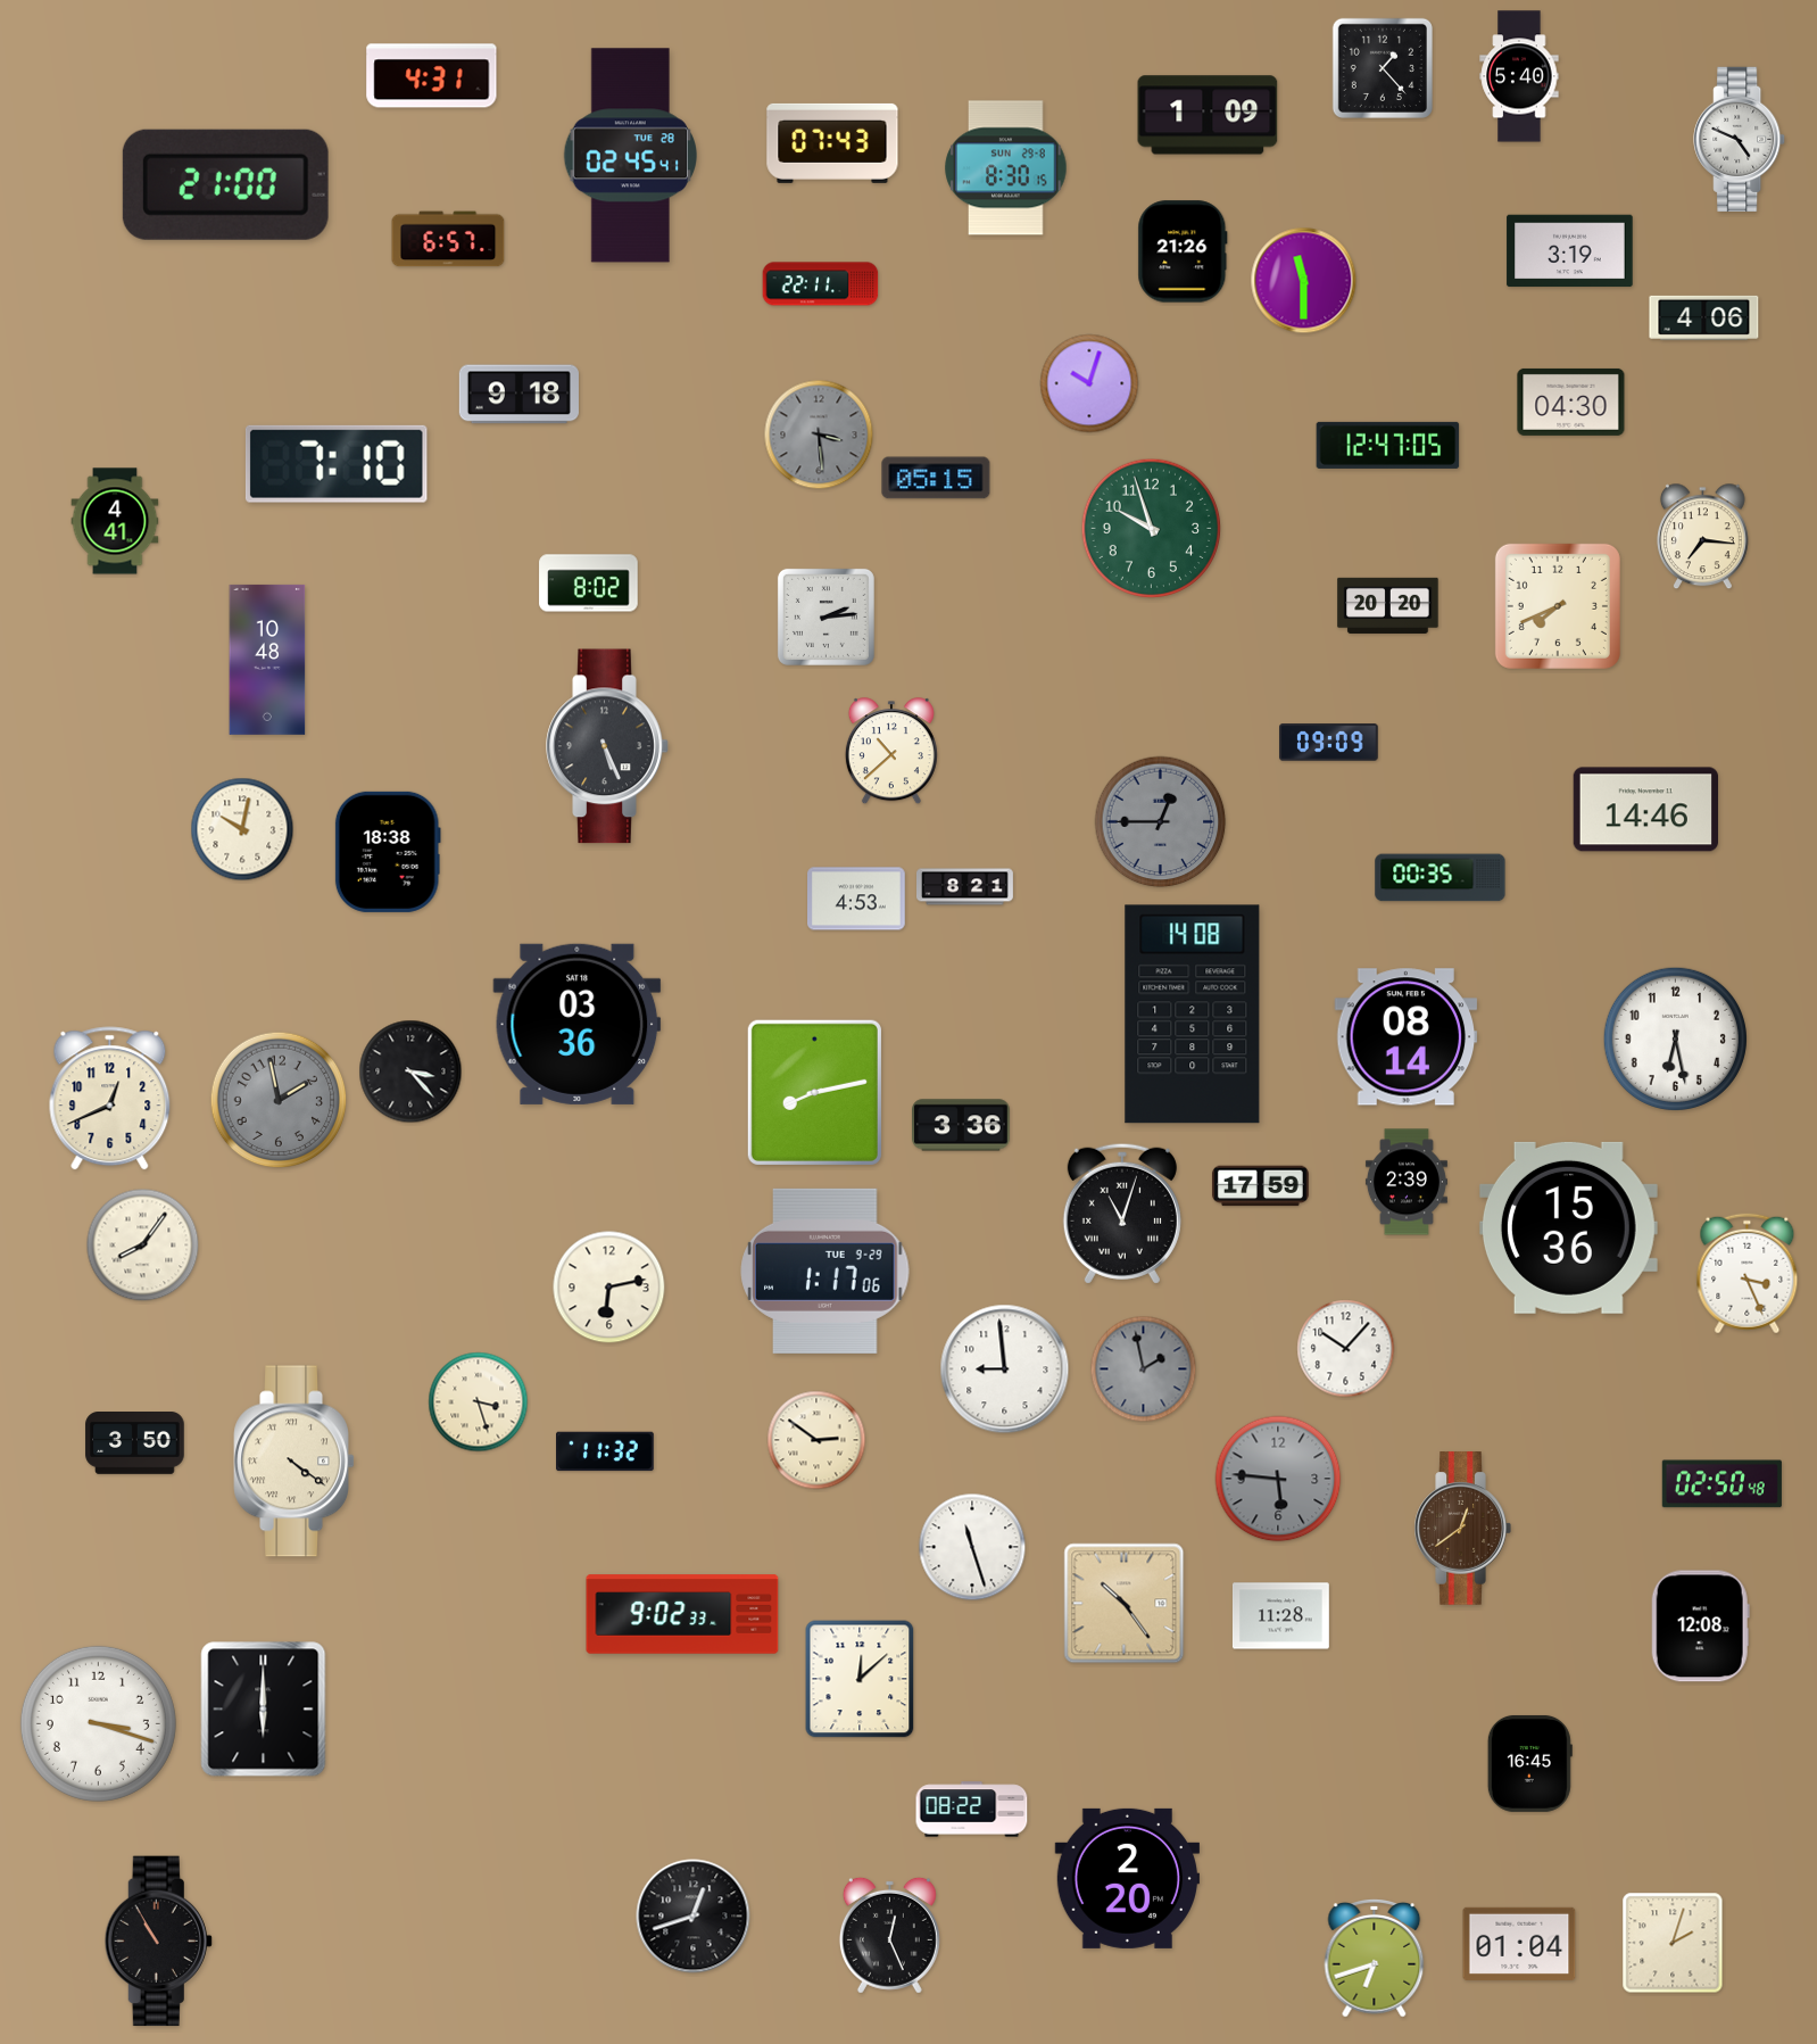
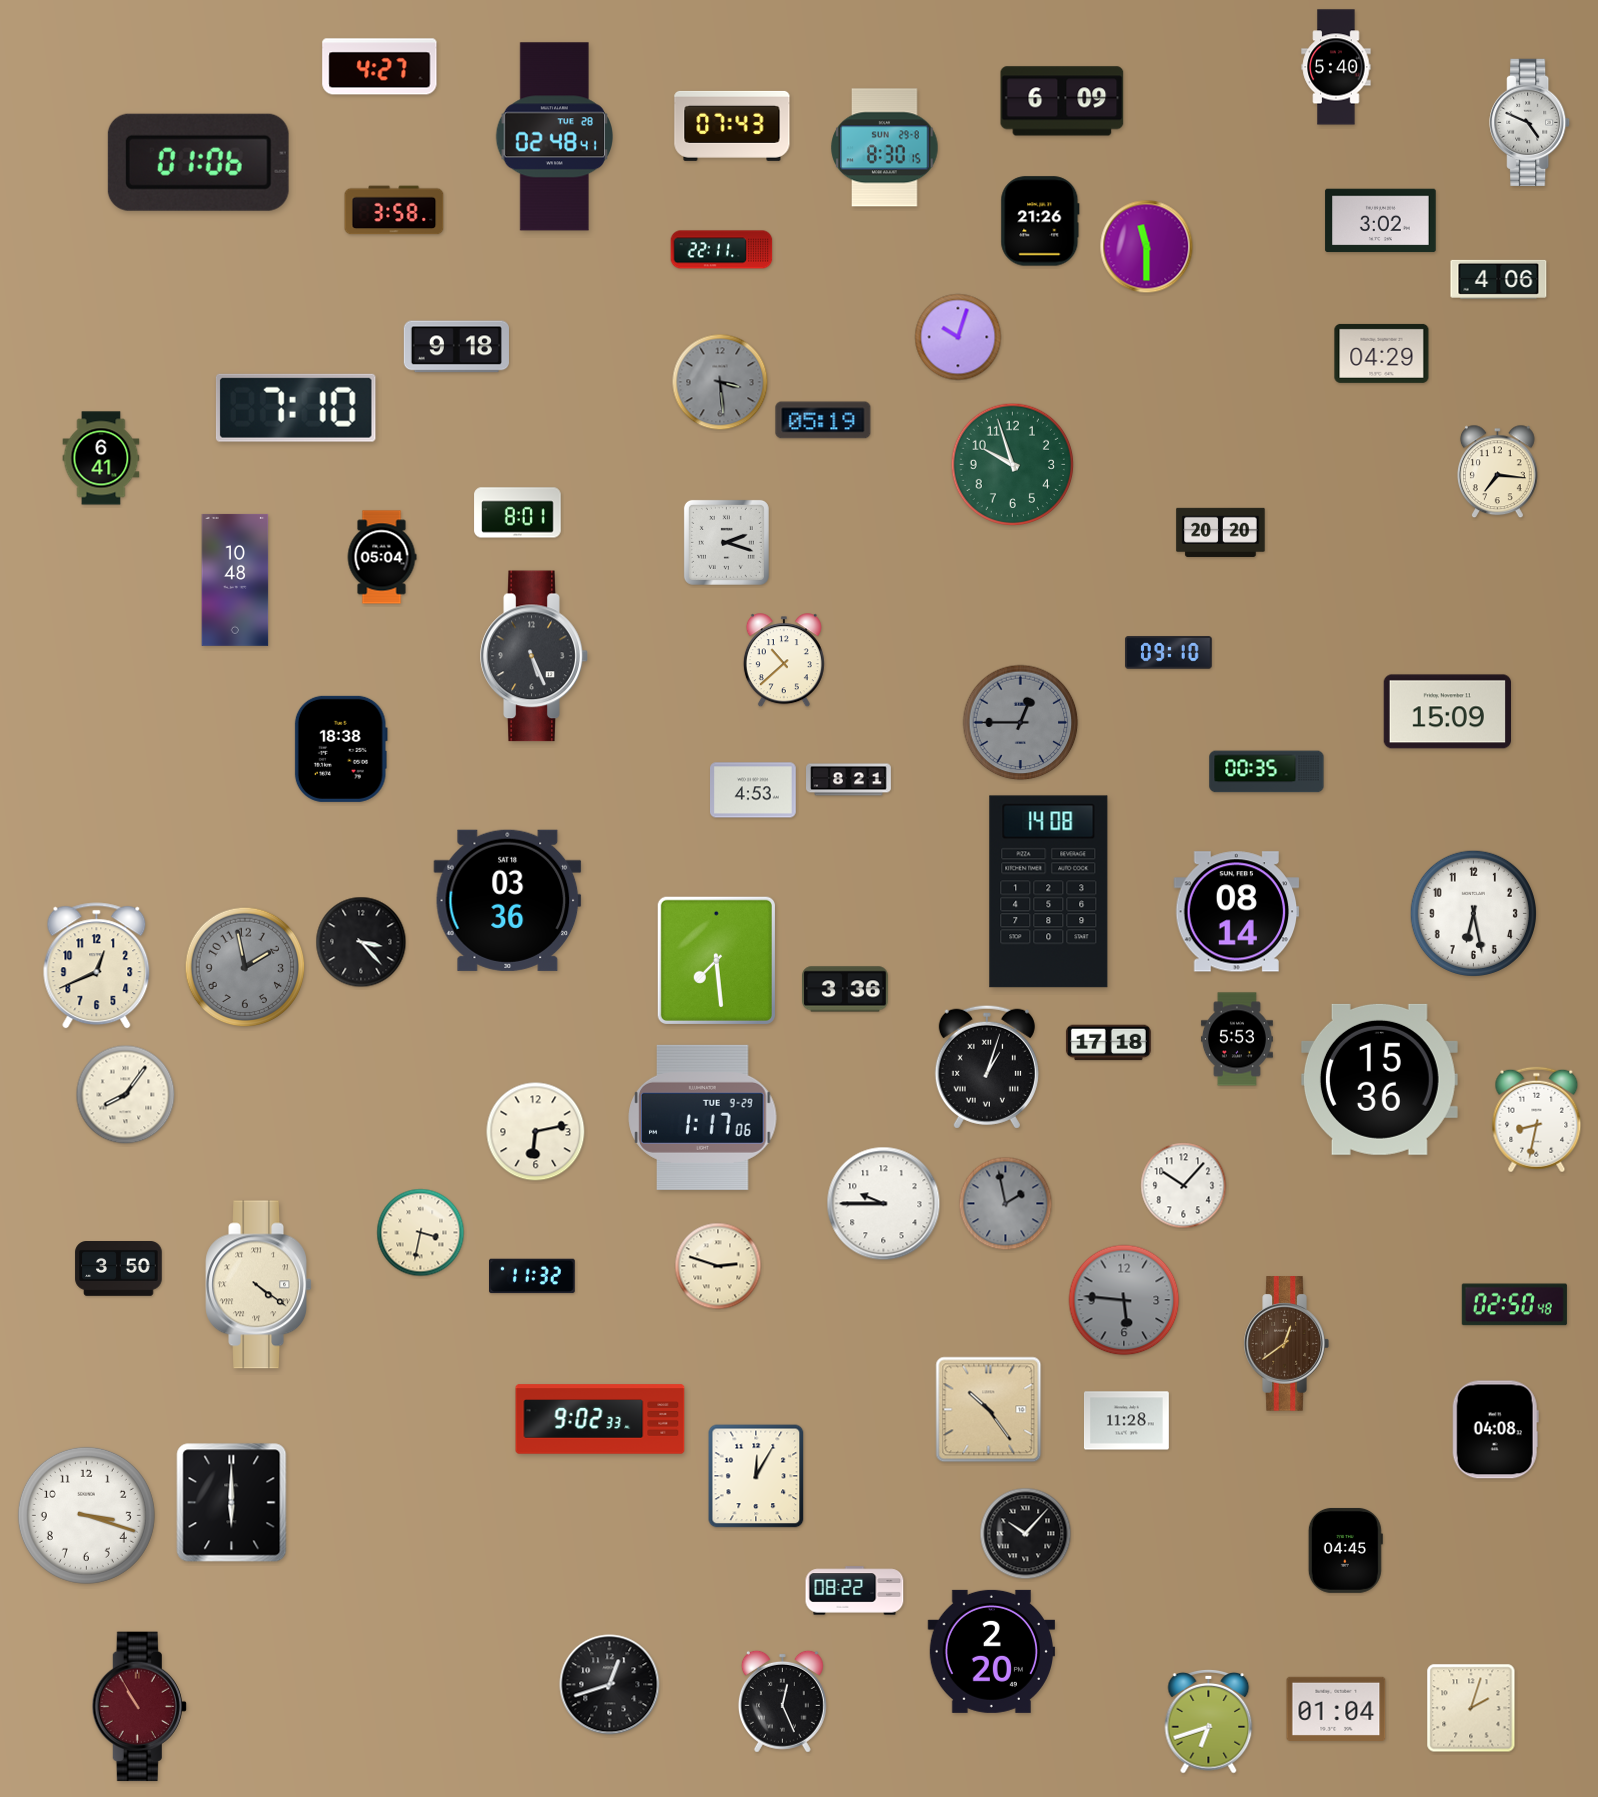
clock at (1383, 68): 1:23 -> none
clock at (432, 76): 4:31 -> 4:27
clock at (1208, 115): 1:09 -> 6:09
clock at (630, 156): 02:45 -> 02:48
clock at (225, 184): 21:00 -> 01:06
clock at (448, 239): 6:57 -> 3:58
clock at (1570, 251): 3:19 -> 3:02
clock at (1571, 402): 04:30 -> 04:29
clock at (1388, 445): 12:47 -> none
clock at (936, 478): 05:15 -> 05:19
clock at (115, 521): 4:41 -> 6:41
clock at (589, 584): 8:02 -> 8:01
clock at (1558, 606): 7:41 -> none
clock at (825, 616): 2:14 -> 2:18
clock at (382, 557): none -> 05:04
clock at (1329, 743): 09:09 -> 09:10
clock at (1645, 810): 14:46 -> 15:09
clock at (242, 829): 10:02 -> none
clock at (814, 1092): 8:13 -> 7:29
clock at (1407, 1182): 2:39 -> 5:53
clock at (1260, 1186): 17:59 -> 17:18
clock at (1122, 1214): 11:03 -> 1:03
clock at (825, 1271) position: (825, 1271) -> (703, 1117)
clock at (1748, 1274): 3:26 -> 8:32
clock at (1005, 1369): 8:59 -> 9:45
clock at (479, 1402): 3:27 -> 3:32
clock at (816, 1440): 2:51 -> 2:48
clock at (972, 1547): 11:27 -> none
clock at (1700, 1627): 12:08 -> 04:08
clock at (860, 1679): 12:08 -> 12:05
clock at (1026, 1534): none -> 10:07
clock at (1529, 1763): 16:45 -> 04:45
clock at (158, 1942) dial: black -> burgundy
